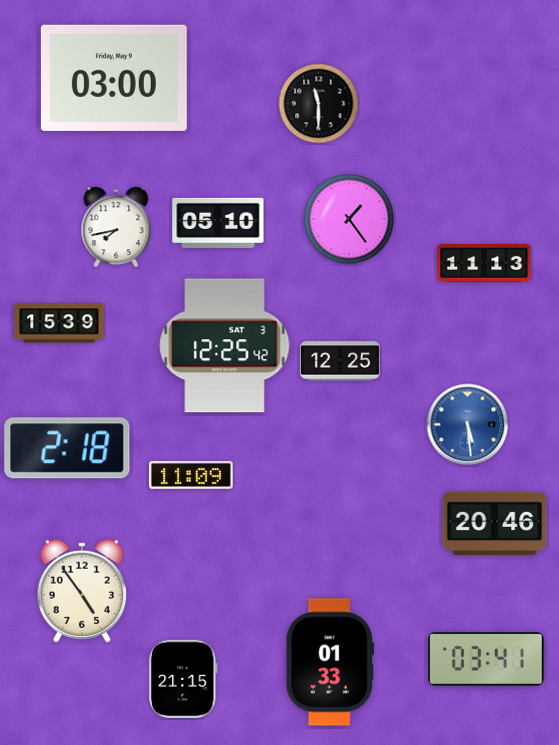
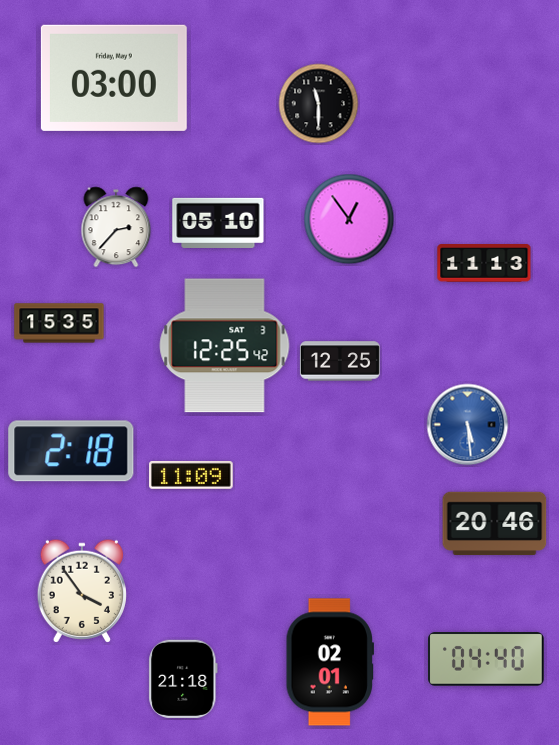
clock at (349, 219): 1:24 -> 12:54
clock at (116, 227): 7:43 -> 2:37
clock at (59, 323): 15:39 -> 15:35
clock at (67, 448) position: (67, 448) -> (71, 451)
clock at (82, 591): 4:54 -> 3:54
clock at (487, 660): 03:41 -> 04:40
clock at (329, 662): 01:33 -> 02:01
clock at (183, 679): 21:15 -> 21:18
